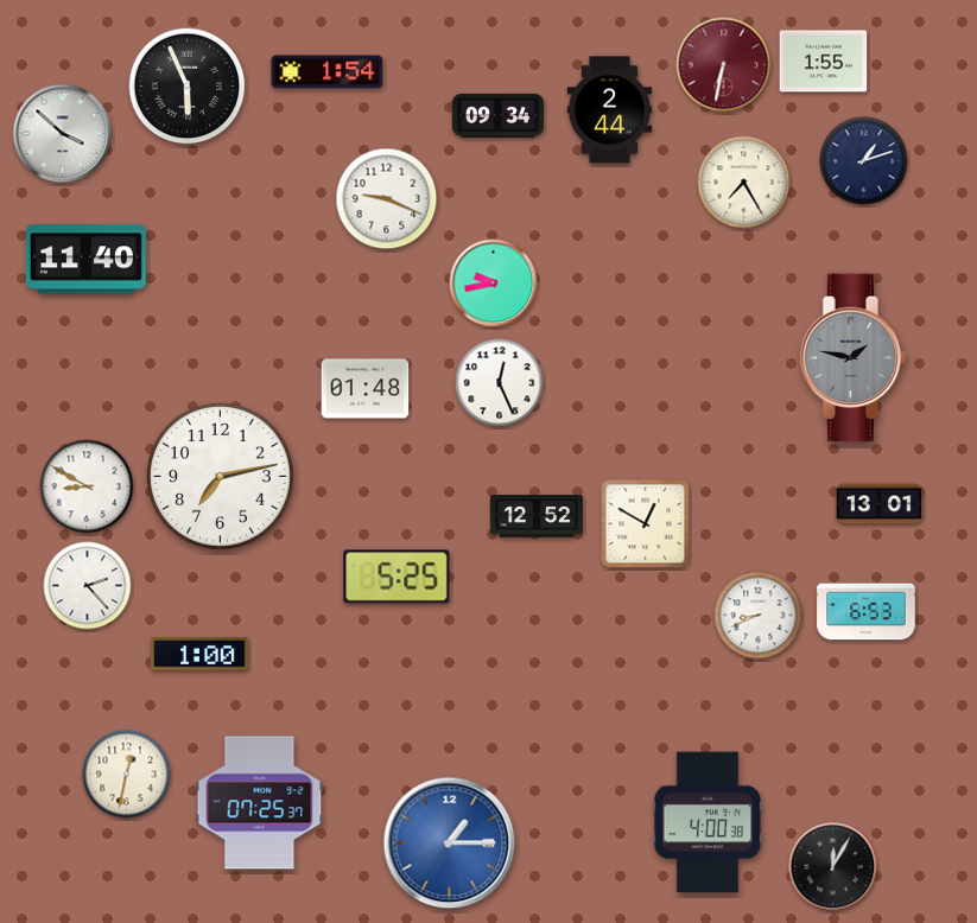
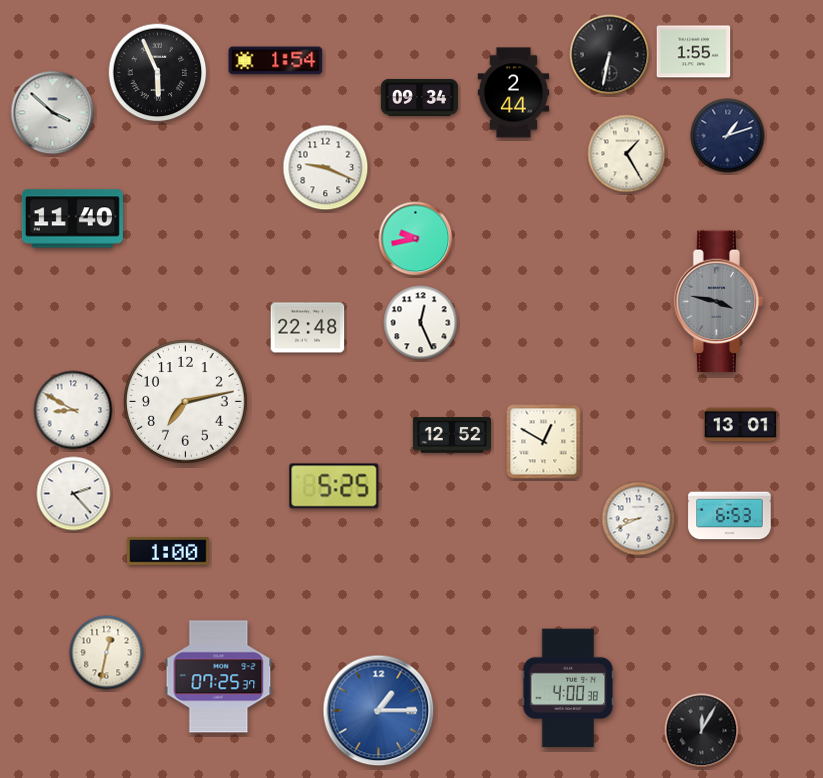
clock at (724, 65) dial: burgundy -> black
clock at (744, 183): 7:25 -> 1:25
clock at (854, 358): 1:47 -> 3:47
clock at (366, 389): 01:48 -> 22:48
clock at (708, 822) position: (708, 822) -> (568, 688)
